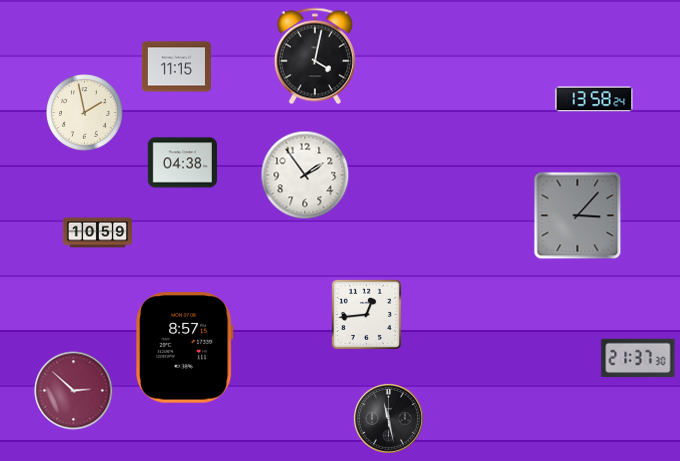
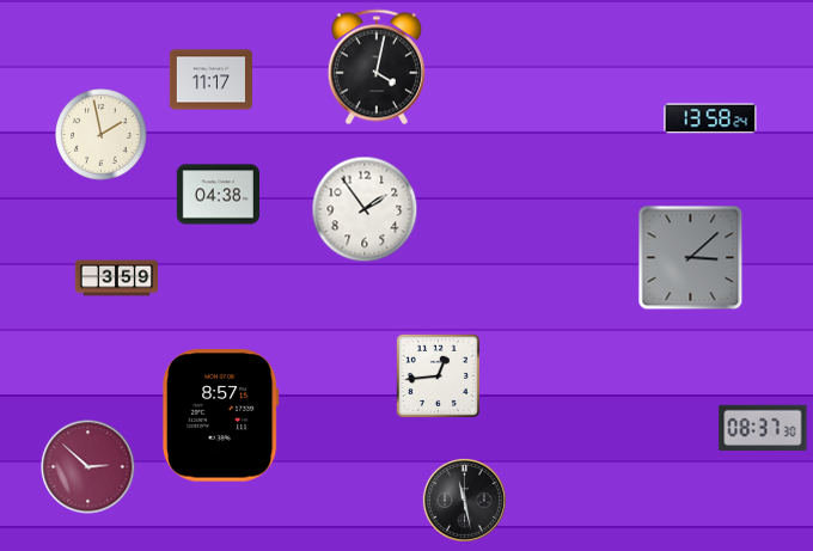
clock at (176, 67): 11:15 -> 11:17
clock at (578, 216): 3:07 -> 3:08
clock at (97, 233): 10:59 -> 3:59
clock at (638, 358): 21:37 -> 08:37
